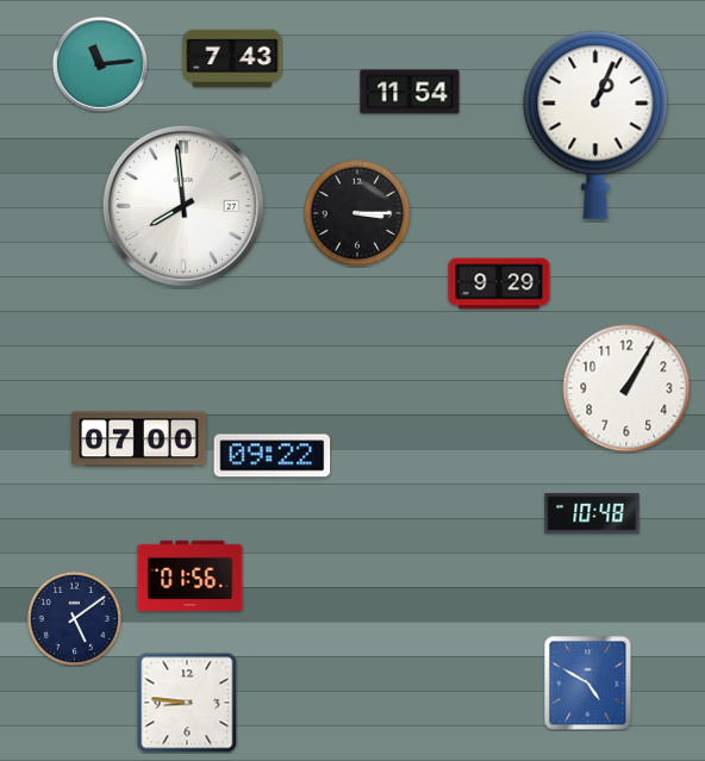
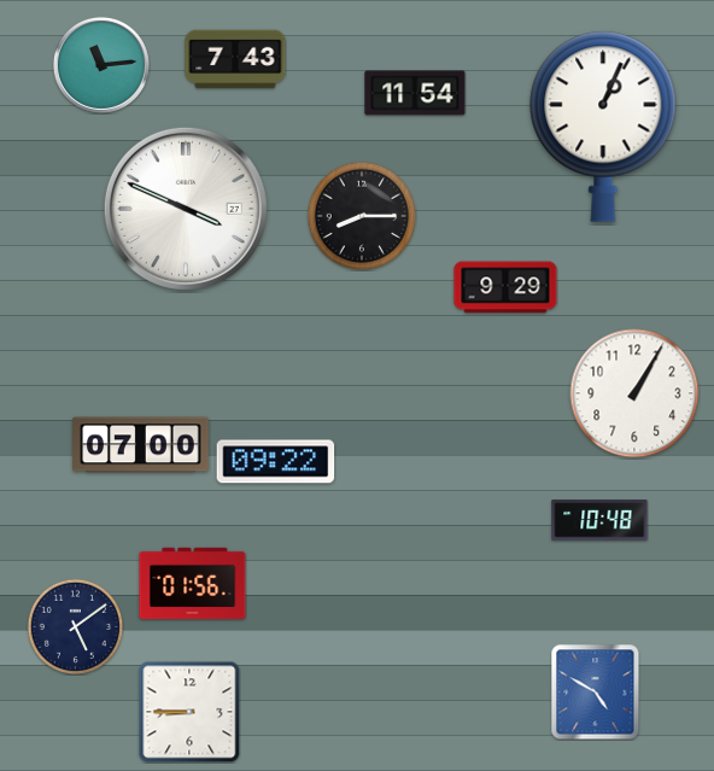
clock at (183, 206): 7:59 -> 3:49
clock at (357, 213): 3:15 -> 8:15
clock at (187, 703): 8:46 -> 8:45
